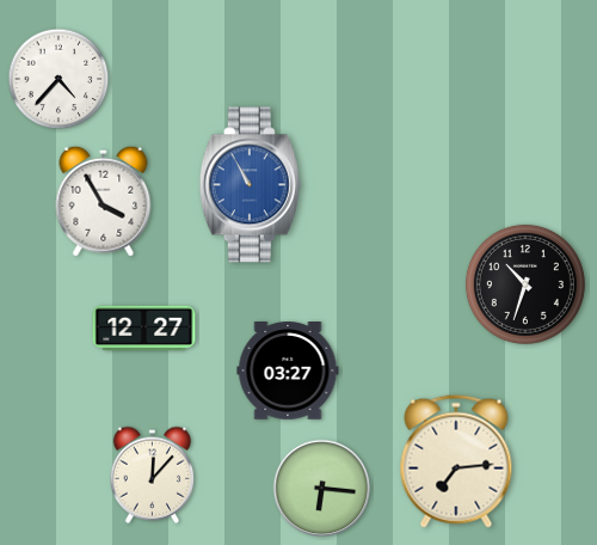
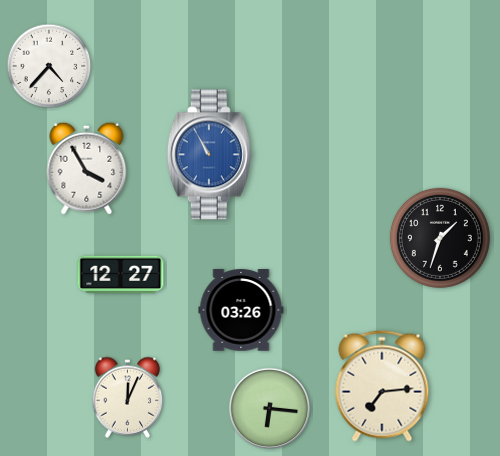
clock at (525, 284): 10:33 -> 1:33
clock at (288, 371): 03:27 -> 03:26
clock at (153, 474): 12:07 -> 12:04
